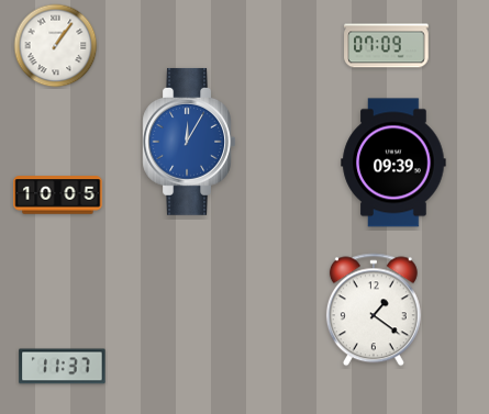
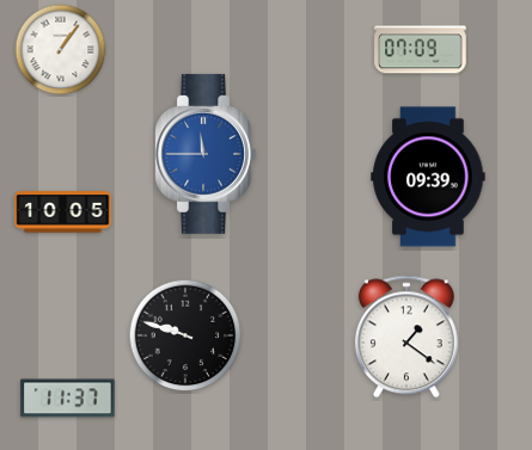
clock at (189, 142): 12:05 -> 11:45
clock at (185, 335): none -> 9:48
